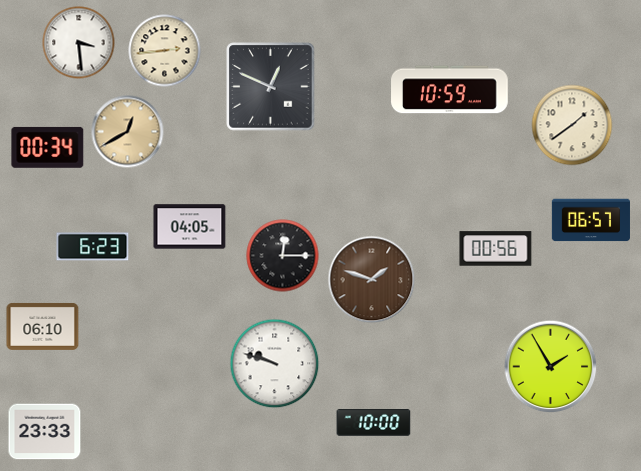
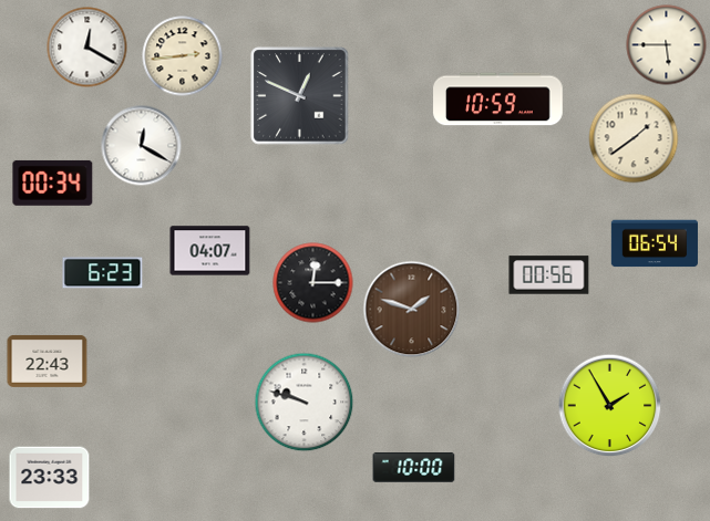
clock at (667, 45): none -> 5:45
clock at (79, 43): 3:29 -> 12:20
clock at (128, 132): 12:40 -> 12:20
clock at (128, 132) dial: champagne -> white
clock at (48, 147) position: (48, 147) -> (53, 183)
clock at (591, 220): 06:57 -> 06:54
clock at (190, 227): 04:05 -> 04:07
clock at (43, 327): 06:10 -> 22:43
